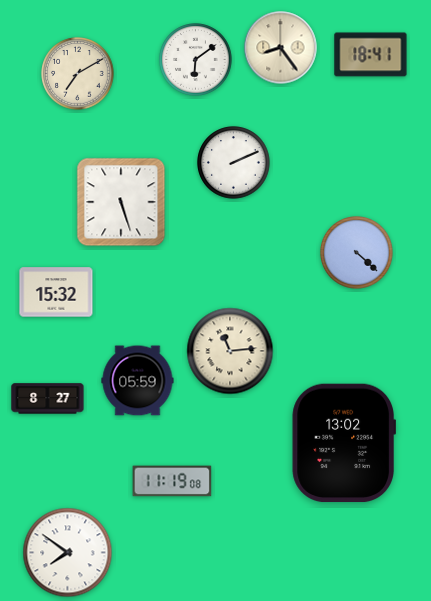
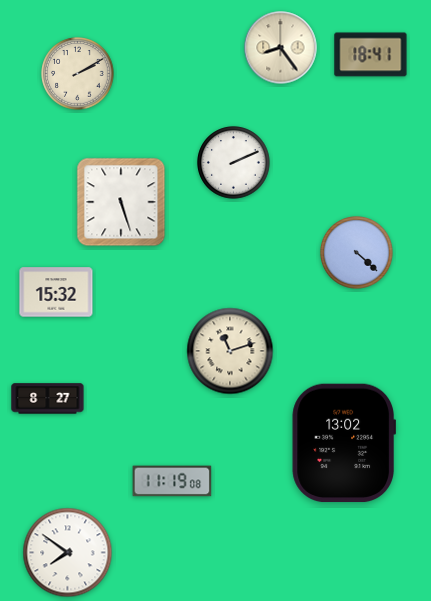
clock at (196, 60): 6:09 -> none
clock at (78, 74): 7:10 -> 2:10
clock at (230, 351): 11:14 -> 11:12
clock at (138, 381): 05:59 -> none
